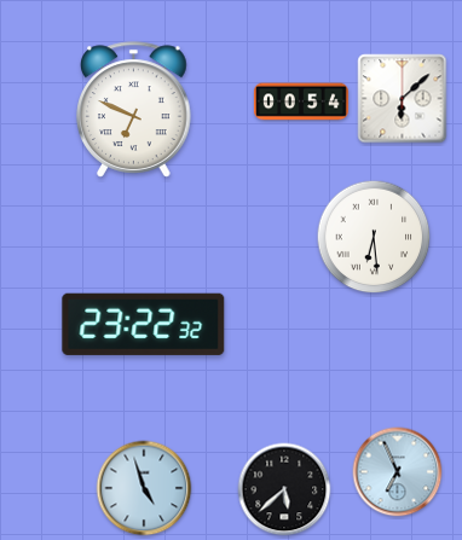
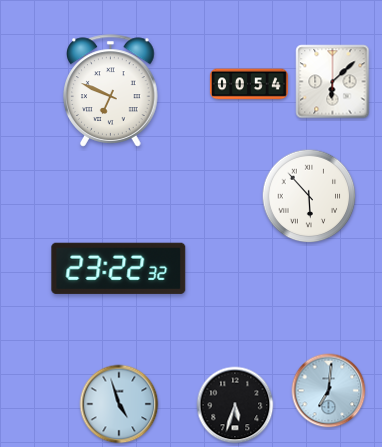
clock at (374, 237): 6:29 -> 5:53
clock at (398, 472): 6:56 -> 7:01
clock at (284, 489): 5:38 -> 5:33
